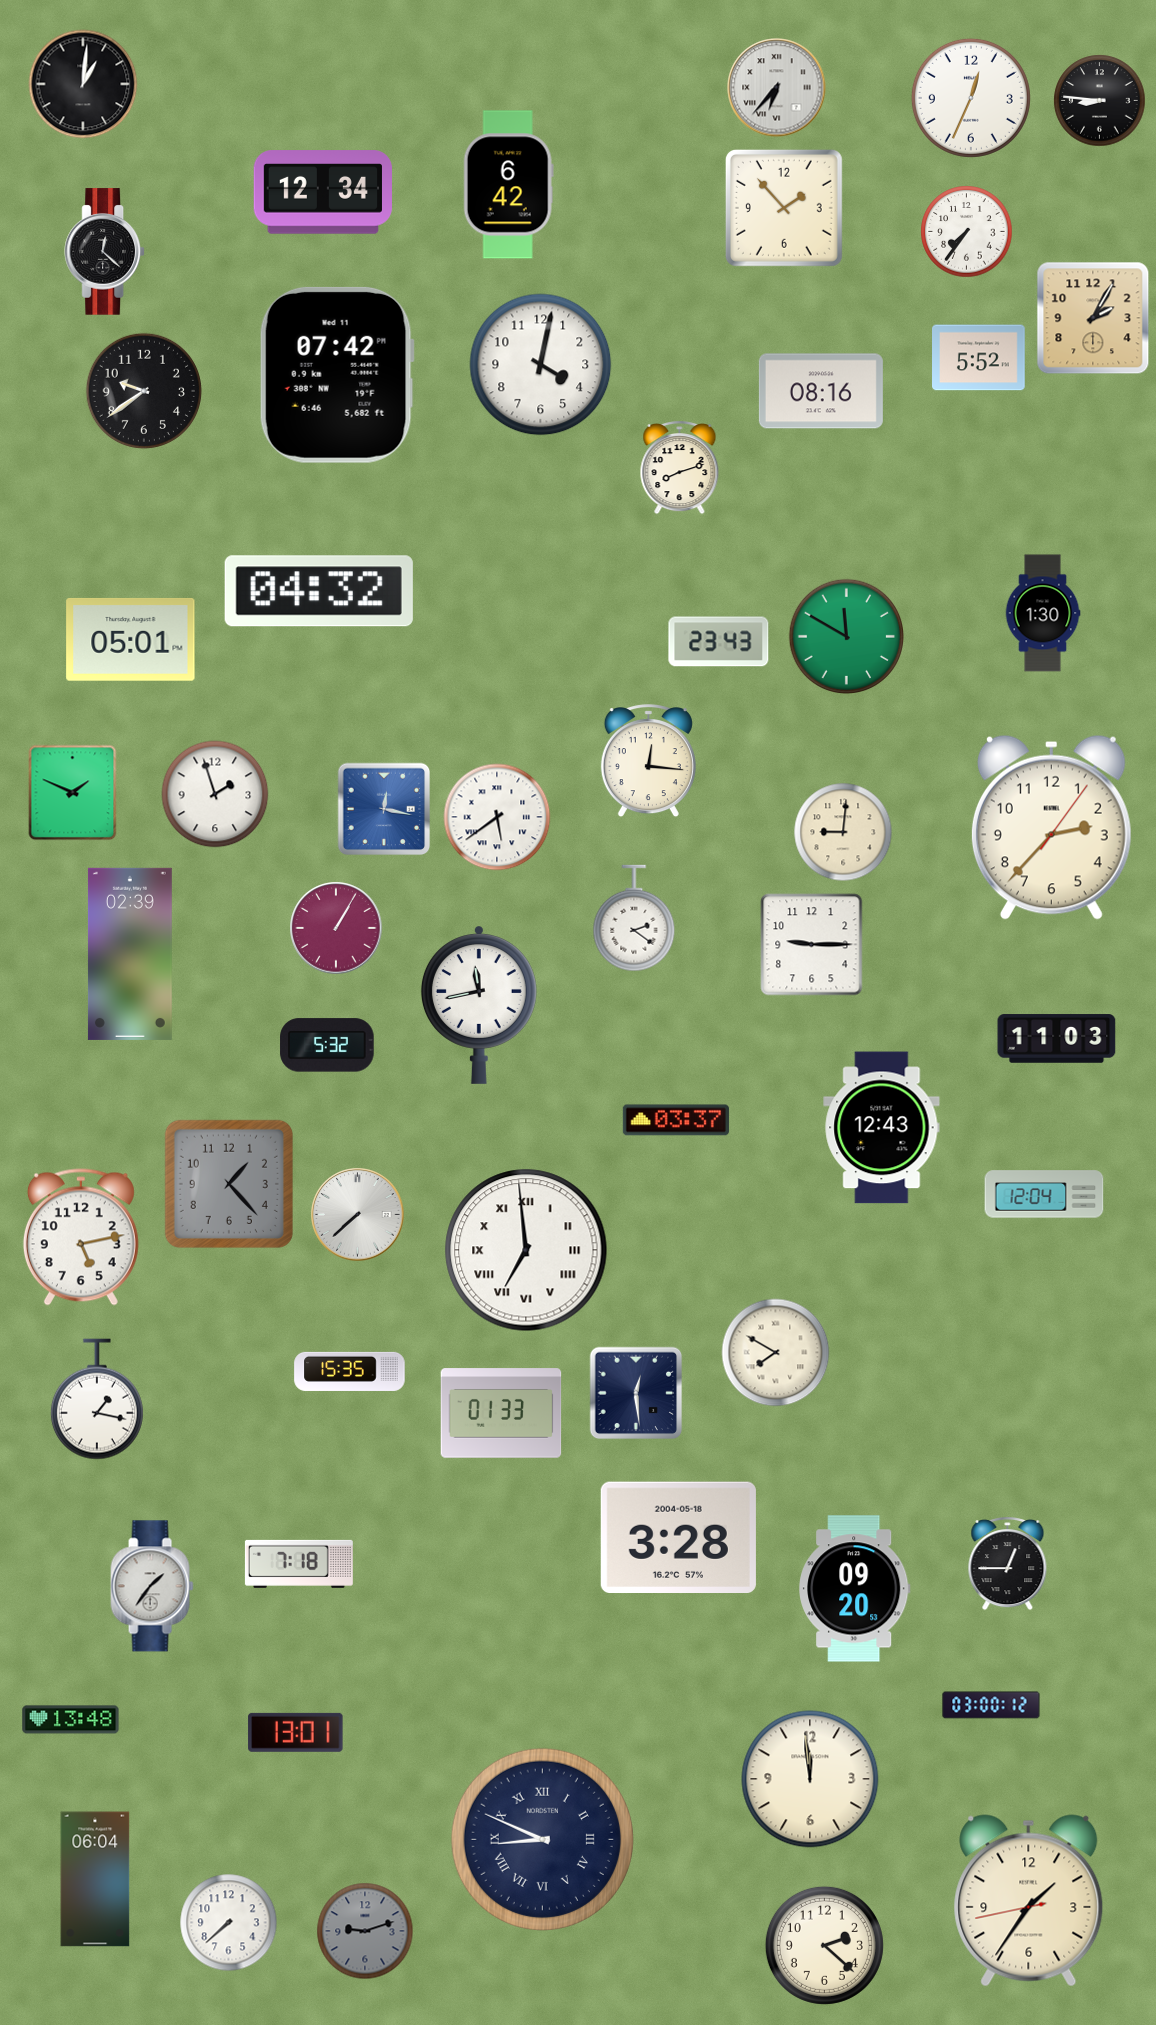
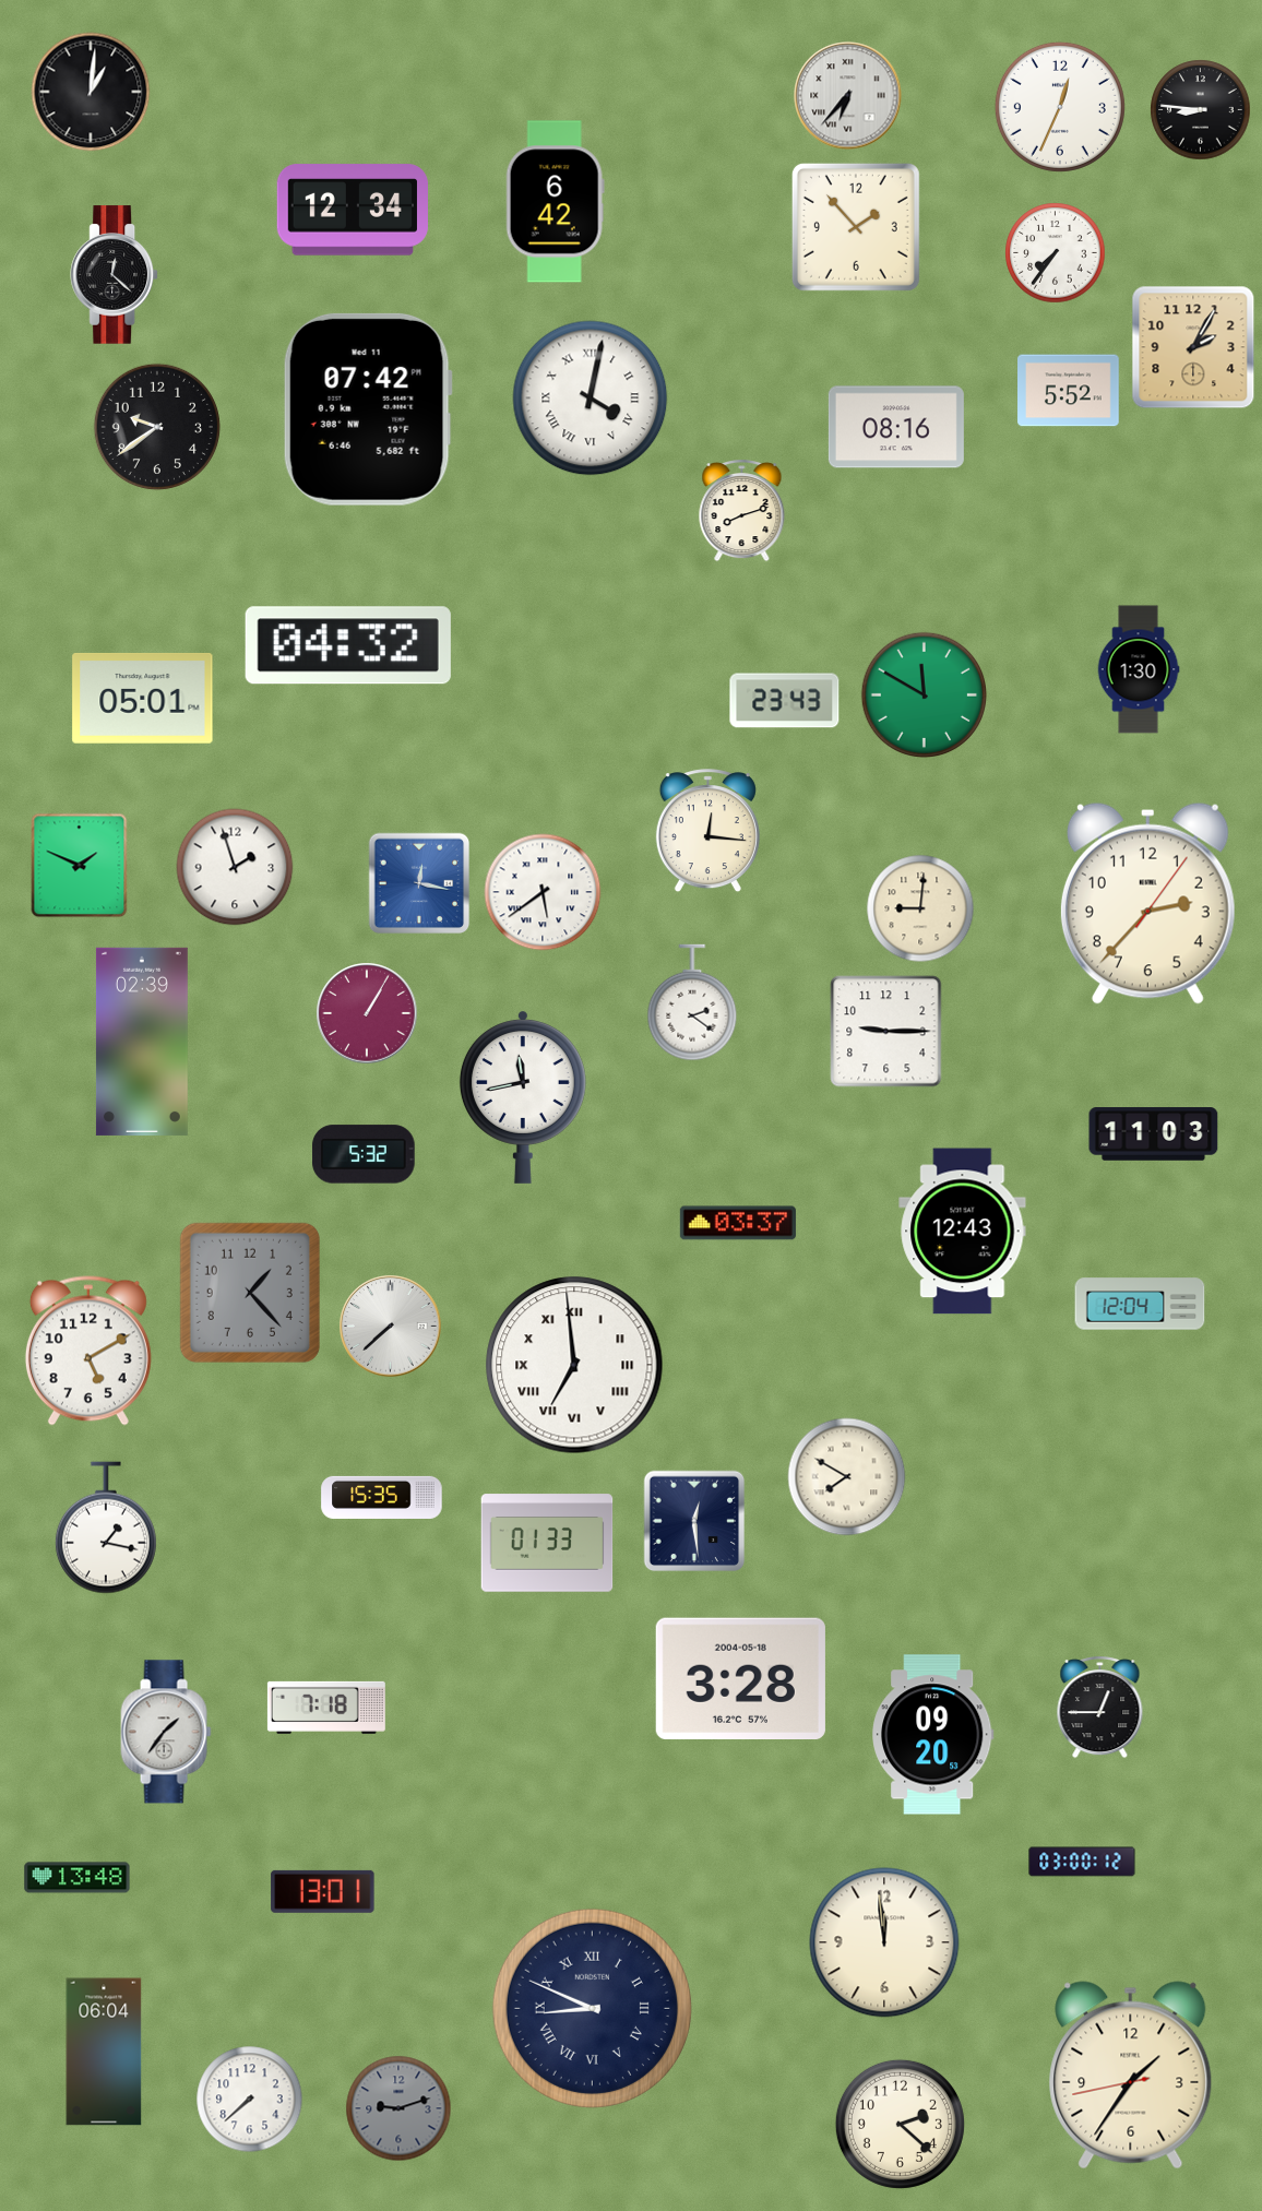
clock at (541, 365) numerals: Arabic -> Roman
clock at (327, 1045) position: (327, 1045) -> (364, 1154)
clock at (81, 1237): 5:13 -> 5:10
clock at (1029, 1901) position: (1029, 1901) -> (1131, 2076)
